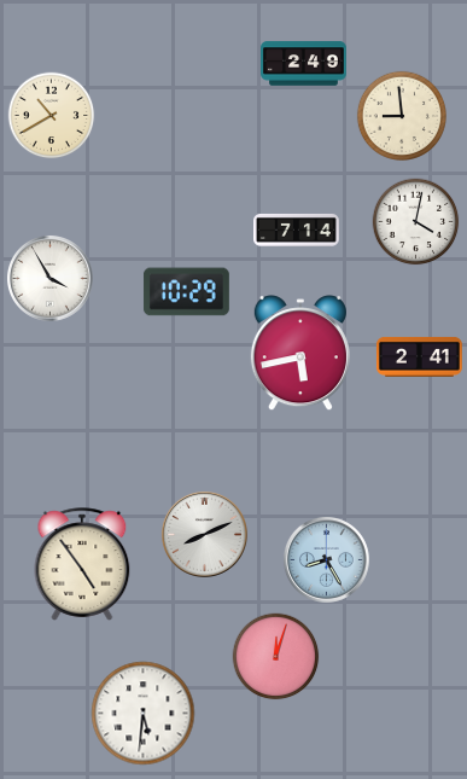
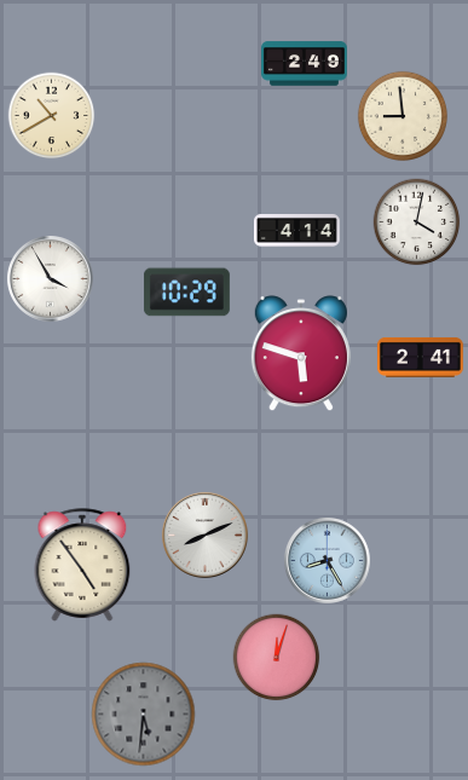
clock at (297, 229): 7:14 -> 4:14
clock at (300, 354): 5:43 -> 5:48
clock at (144, 714) dial: white -> grey
